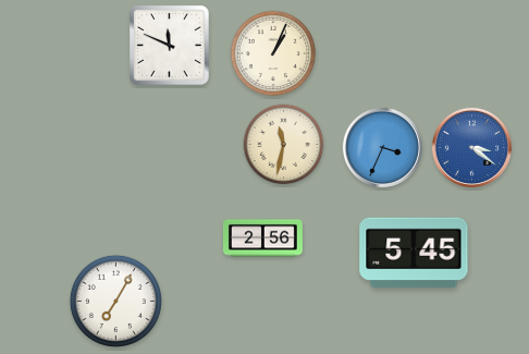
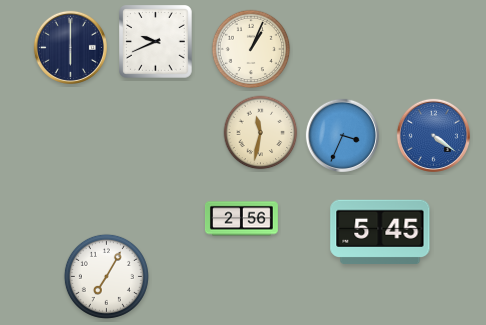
clock at (170, 46): 11:49 -> 9:41
clock at (70, 47): none -> 6:00
clock at (382, 147) position: (382, 147) -> (342, 135)
clock at (471, 147): 3:21 -> 4:21
